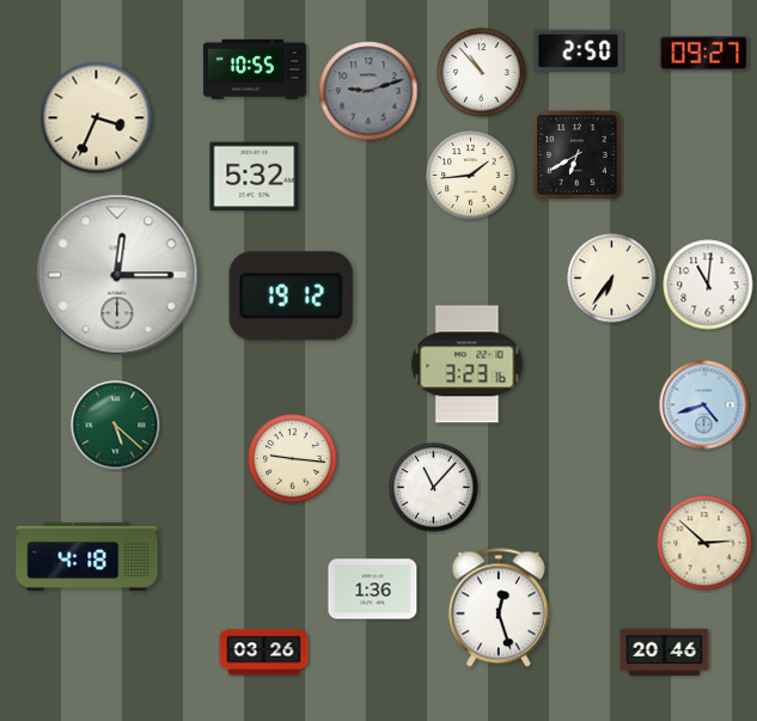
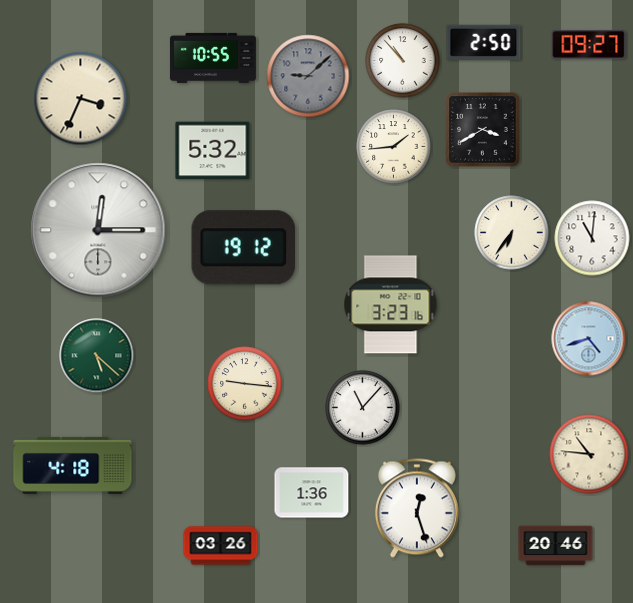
clock at (368, 91): 9:12 -> 9:08
clock at (578, 155): 6:40 -> 3:40
clock at (255, 177) position: (255, 177) -> (213, 151)
clock at (704, 543): 2:52 -> 10:46
